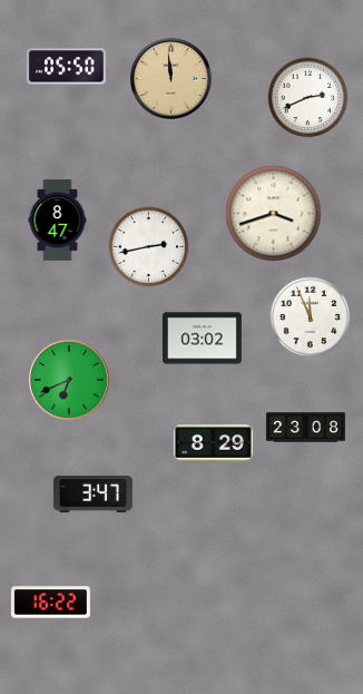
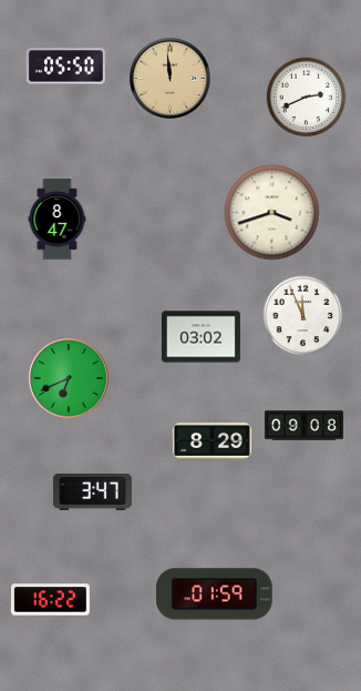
clock at (149, 247): 2:43 -> none
clock at (311, 317) position: (311, 317) -> (303, 316)
clock at (305, 428): 23:08 -> 09:08
clock at (215, 595): none -> 01:59
